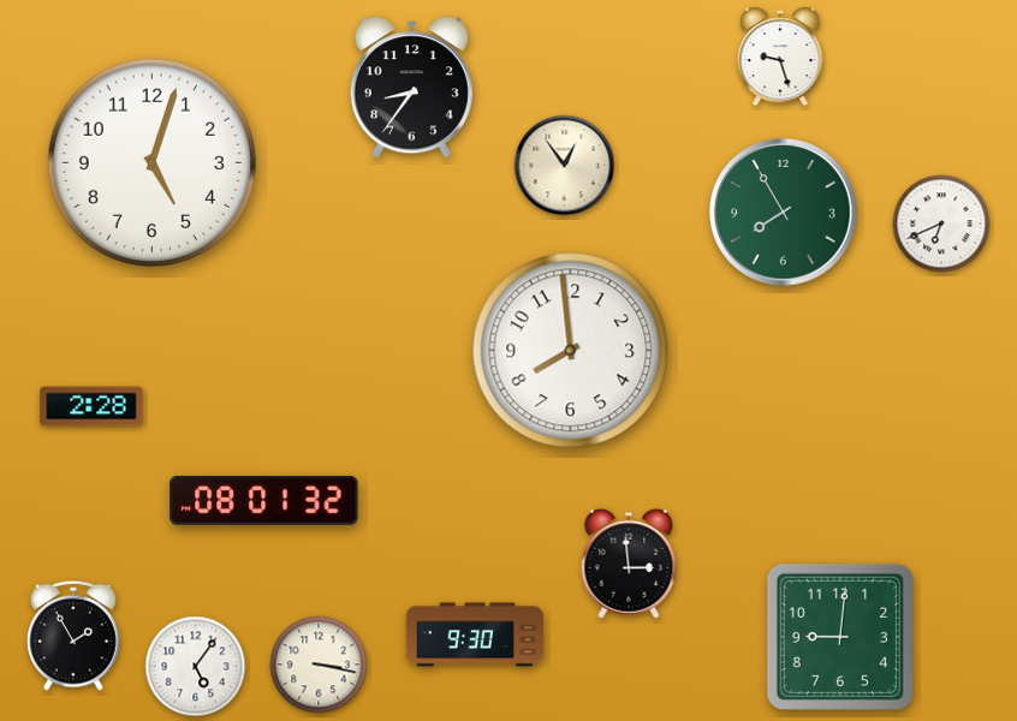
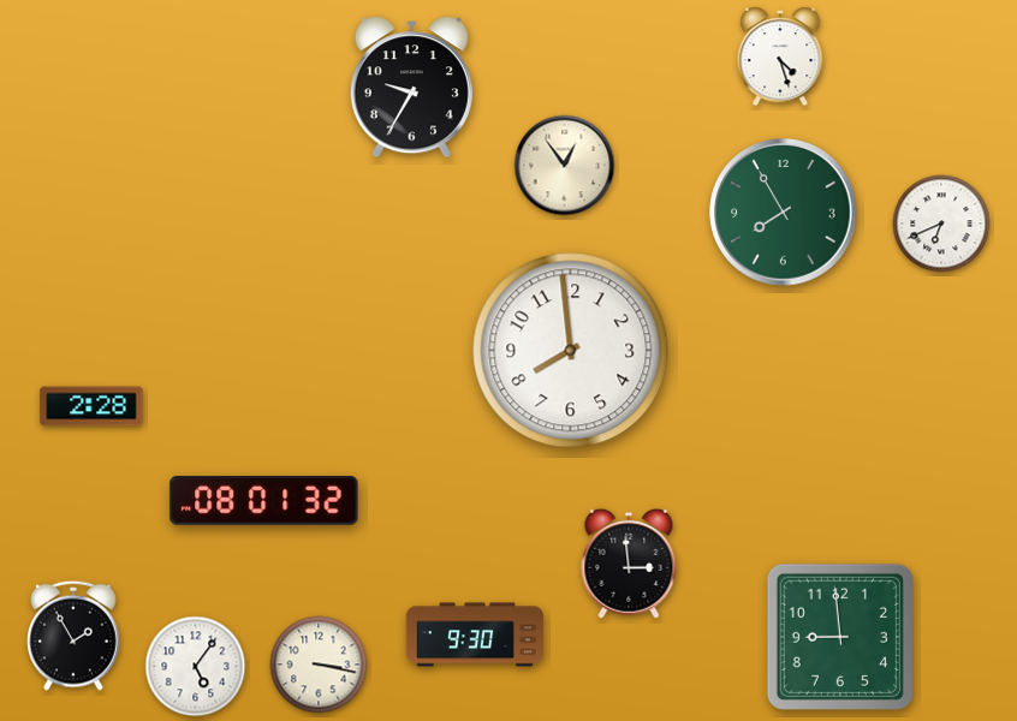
clock at (780, 56): 9:27 -> 4:27
clock at (411, 88): 8:36 -> 9:35
clock at (153, 163): 5:03 -> none
clock at (840, 637): 9:01 -> 8:59
